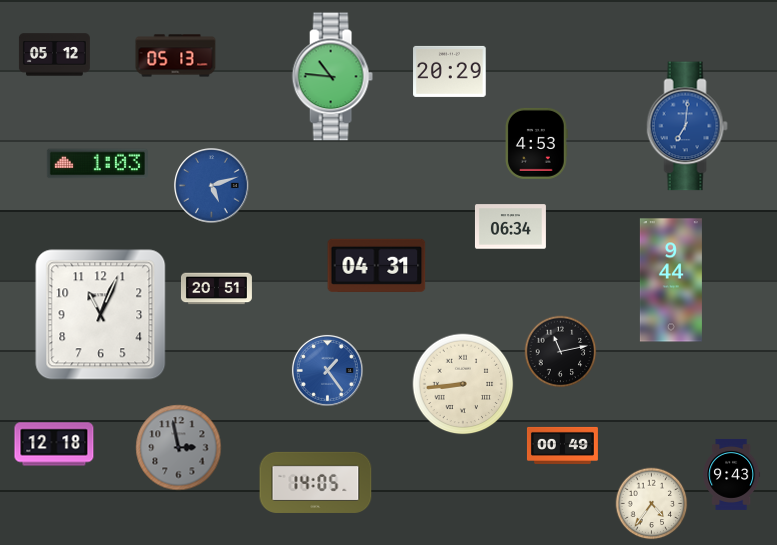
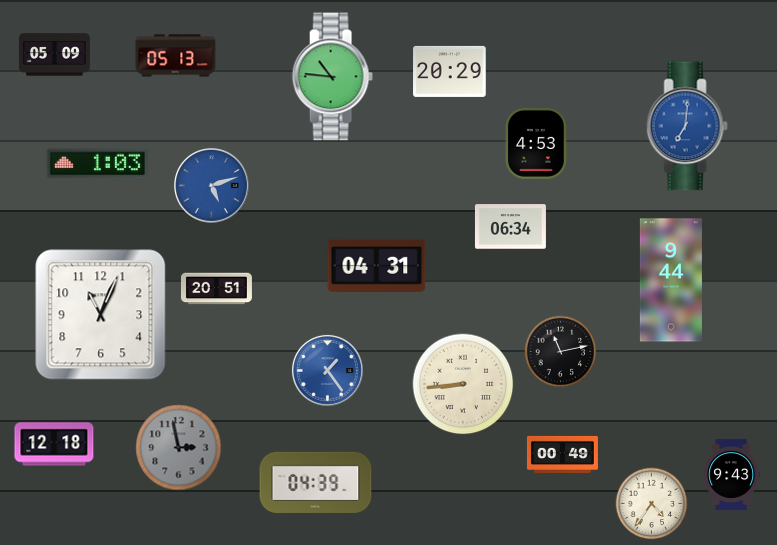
clock at (54, 55): 05:12 -> 05:09
clock at (562, 445) position: (562, 445) -> (562, 454)
clock at (316, 482): 14:05 -> 04:39
